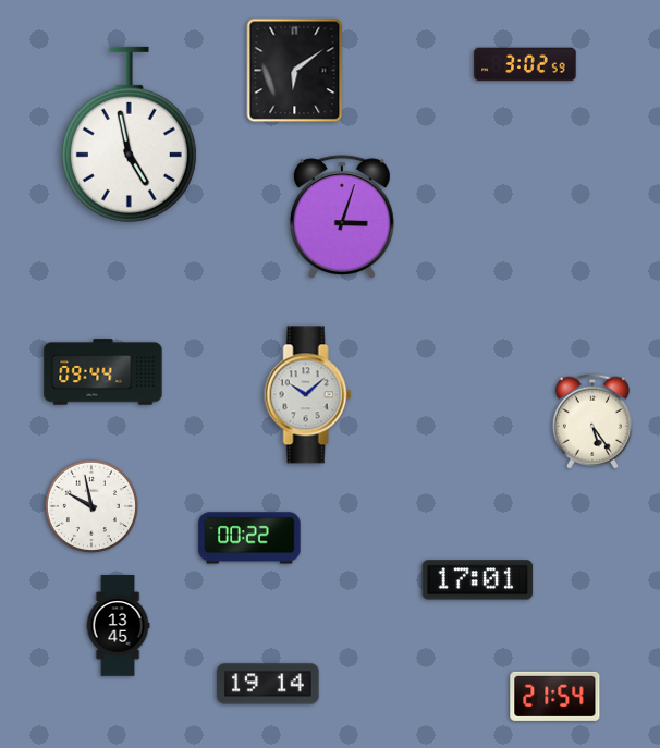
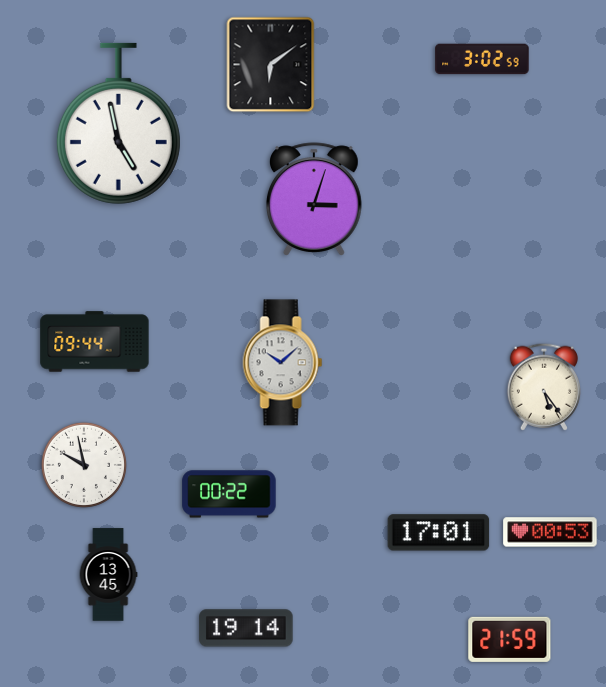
clock at (550, 532): none -> 00:53
clock at (555, 696): 21:54 -> 21:59
